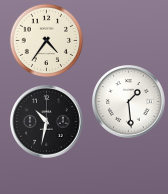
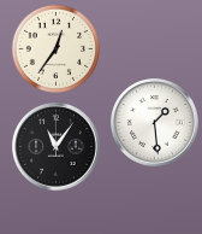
clock at (46, 40): 4:36 -> 12:36
clock at (47, 122): 10:32 -> 11:06
